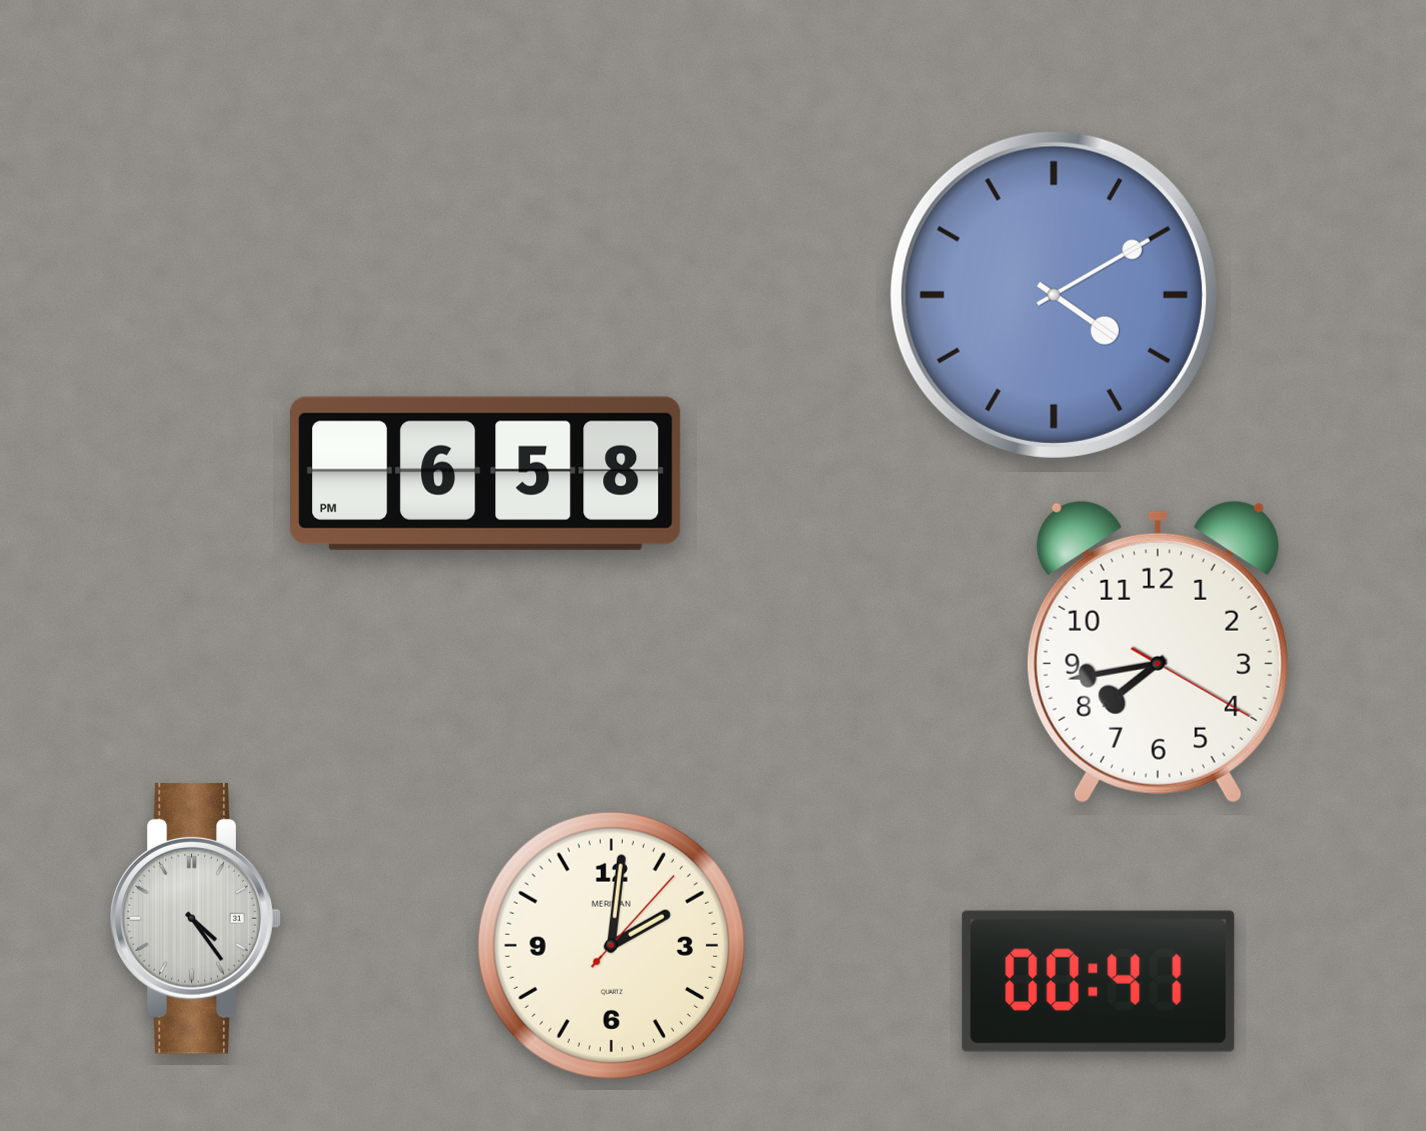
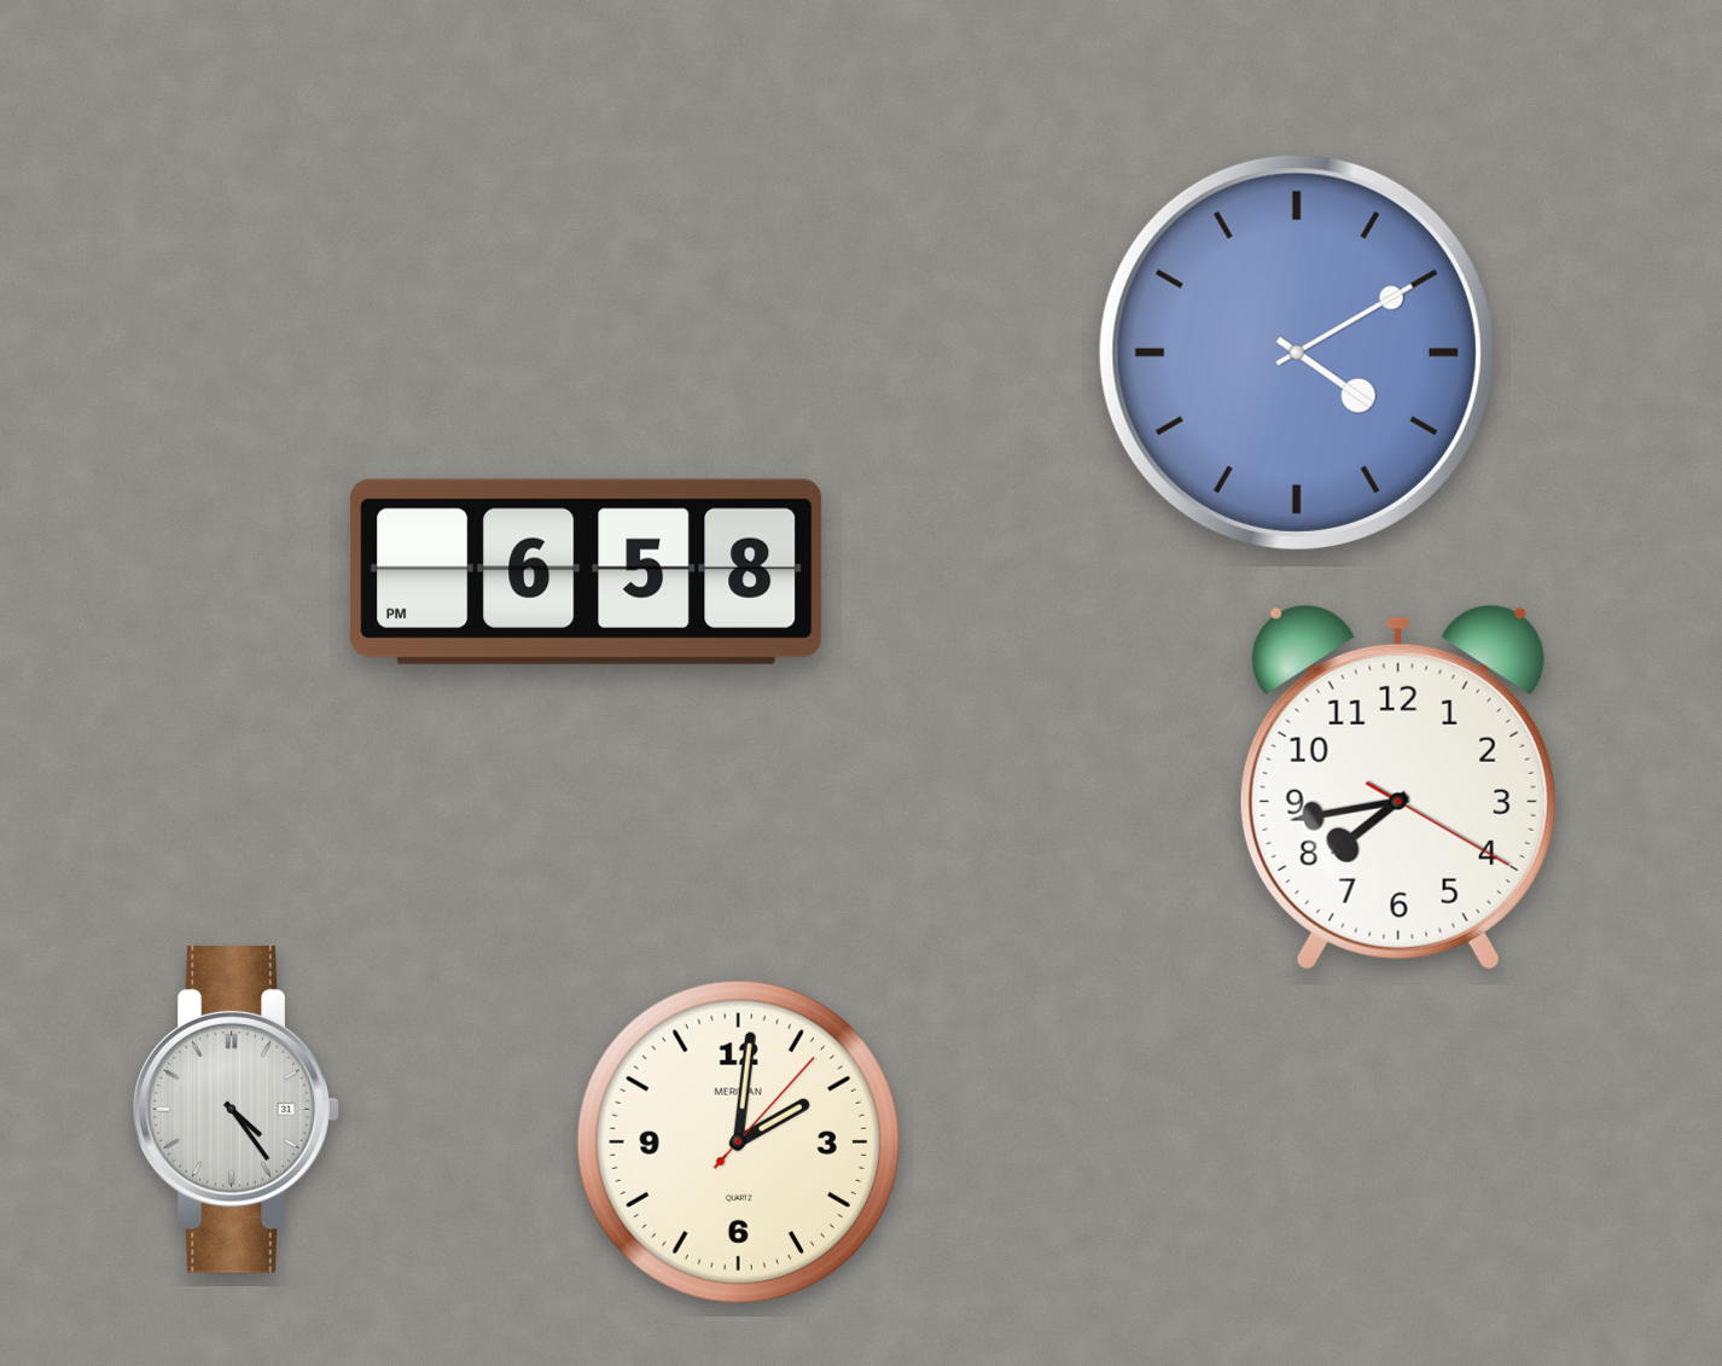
clock at (1054, 295) position: (1054, 295) -> (1297, 353)
clock at (1098, 981): 00:41 -> none
